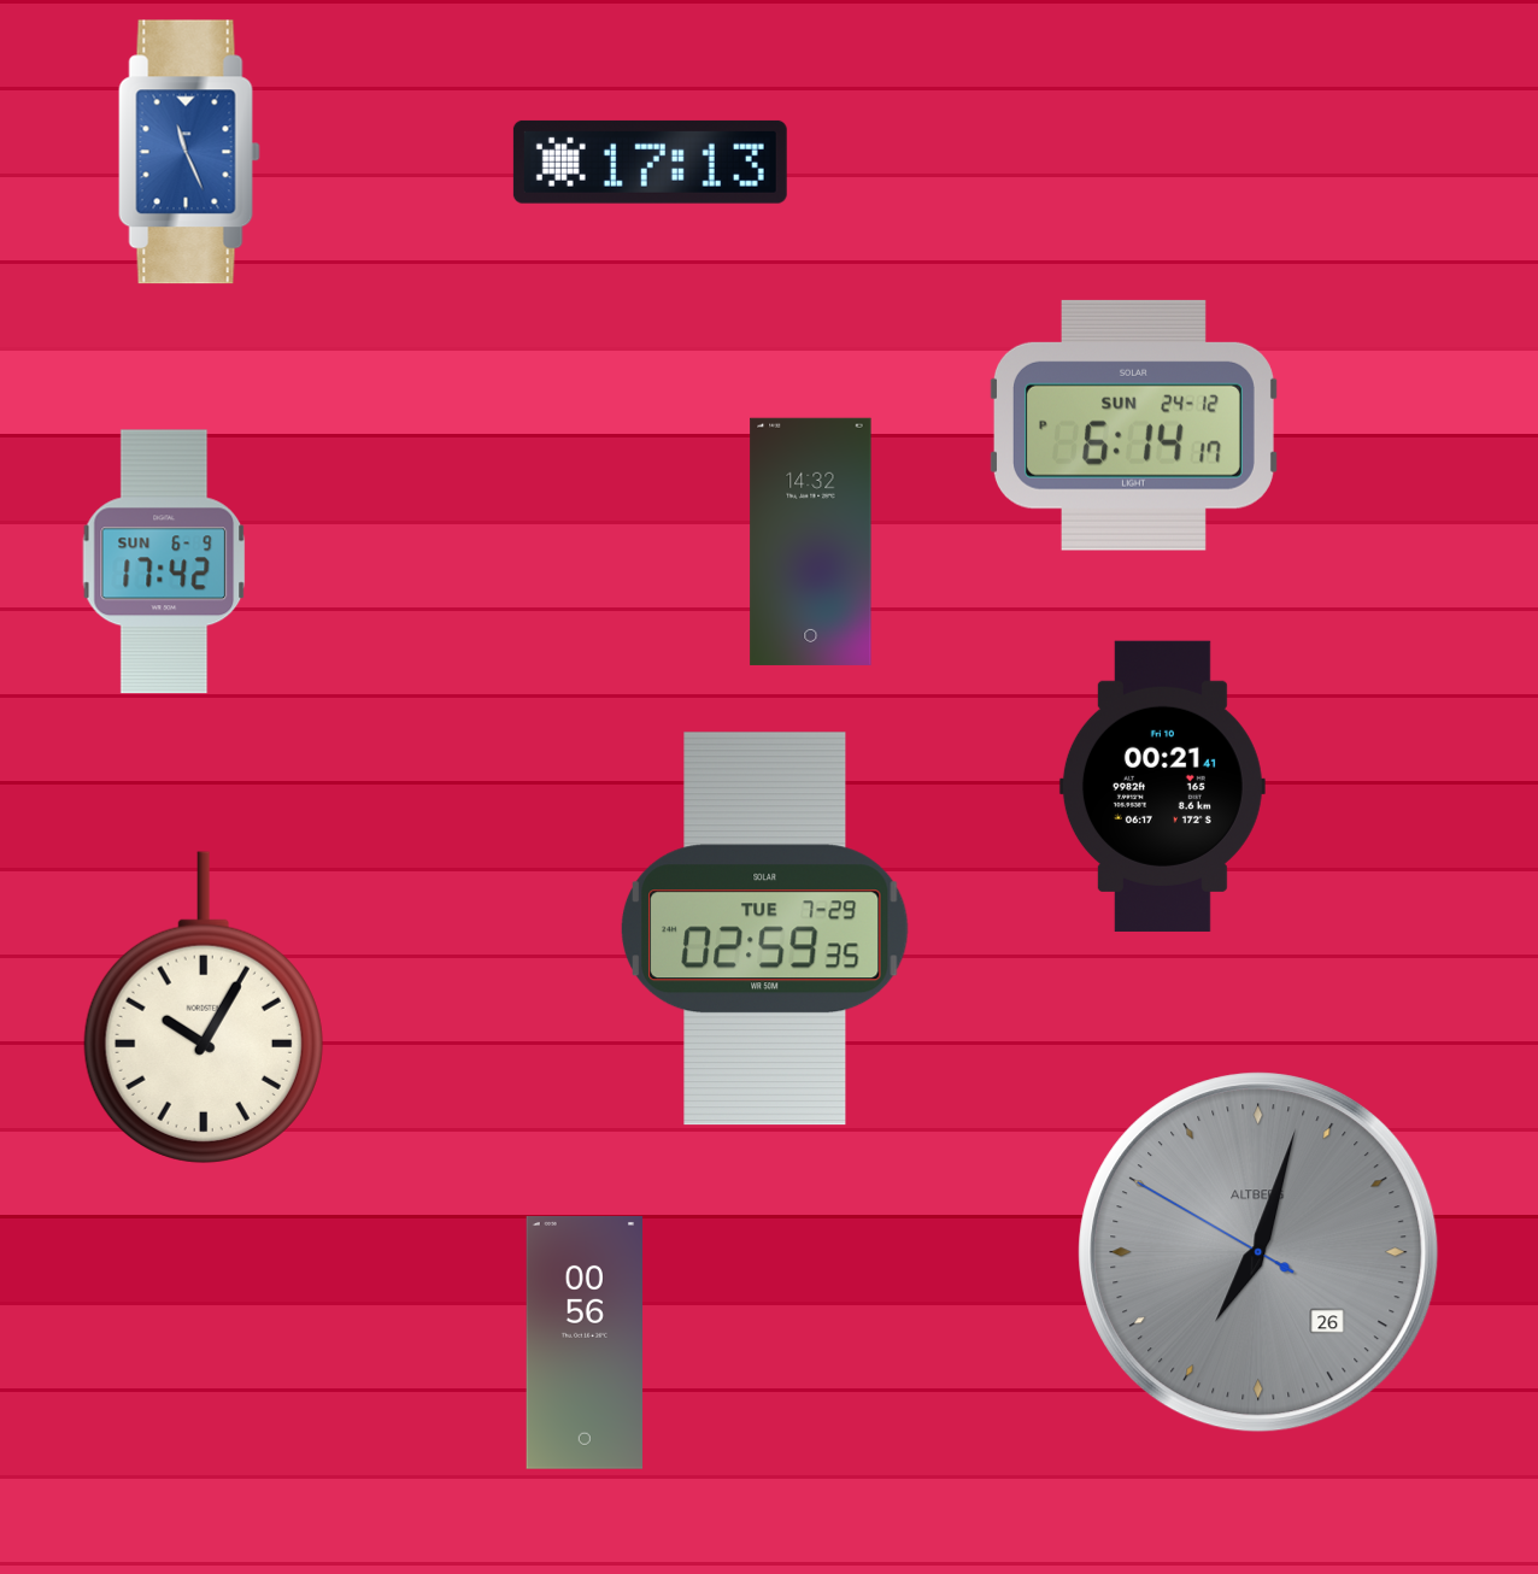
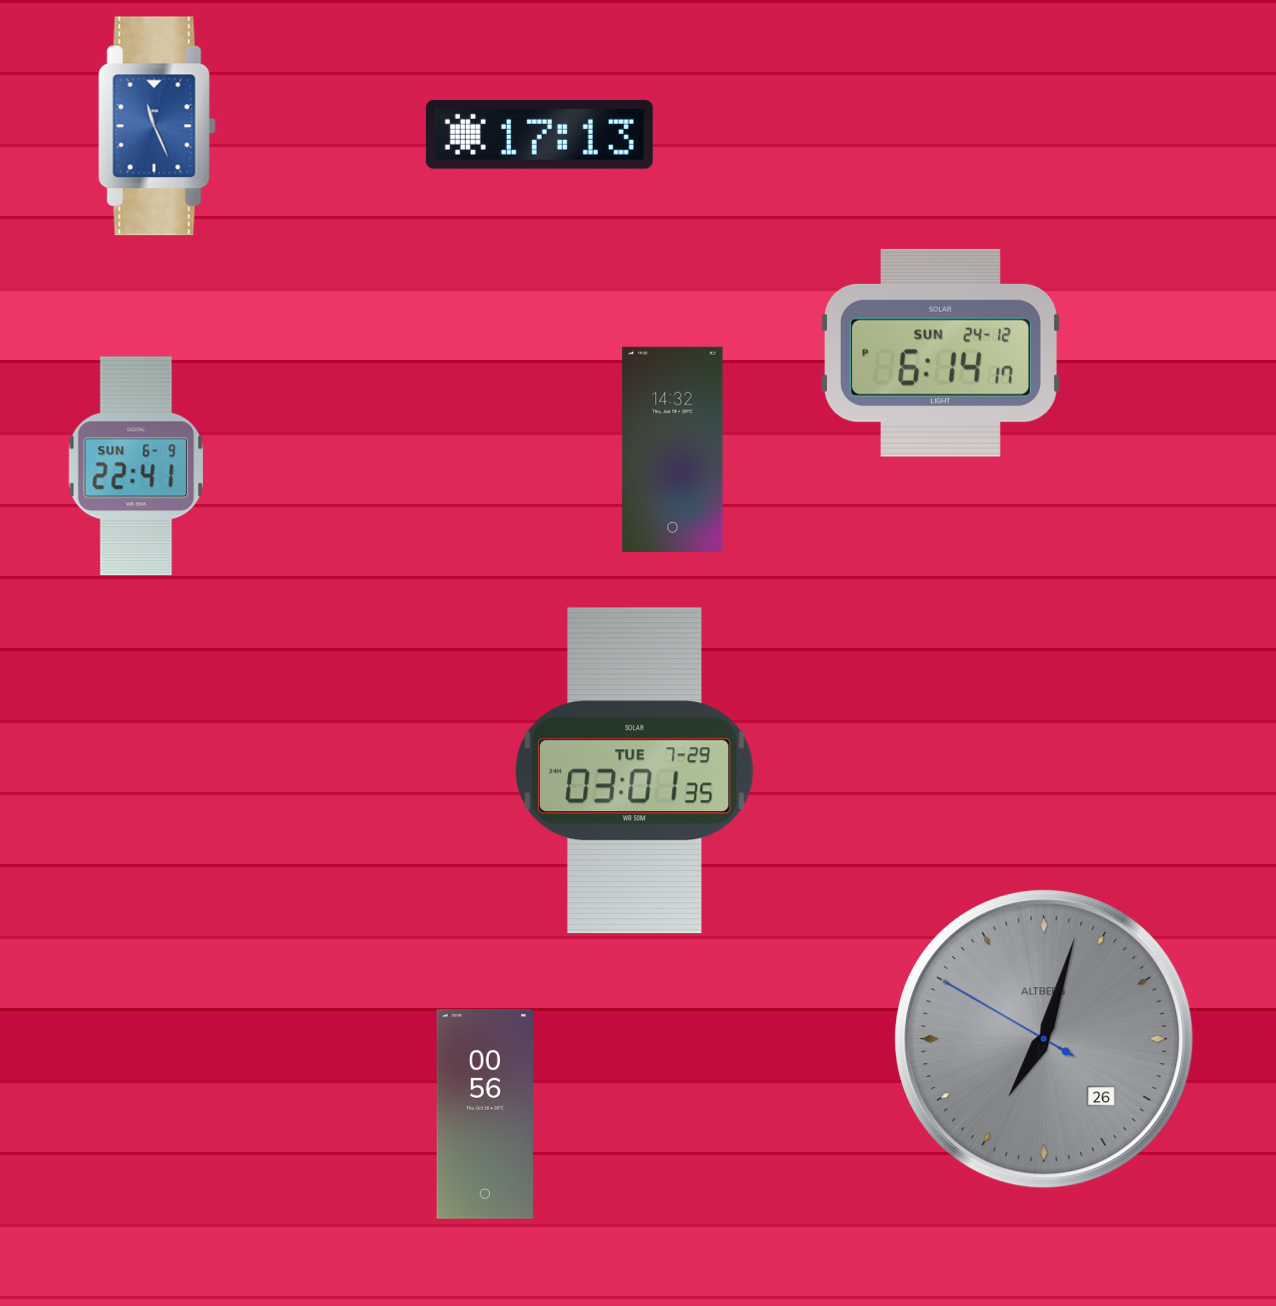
clock at (164, 562): 17:42 -> 22:41
clock at (1162, 786): 00:21 -> none
clock at (764, 929): 02:59 -> 03:01
clock at (204, 1008): 10:05 -> none
